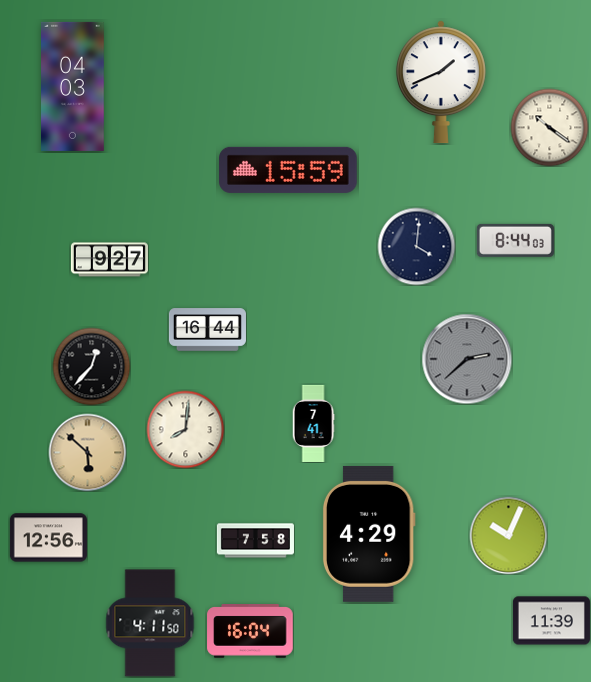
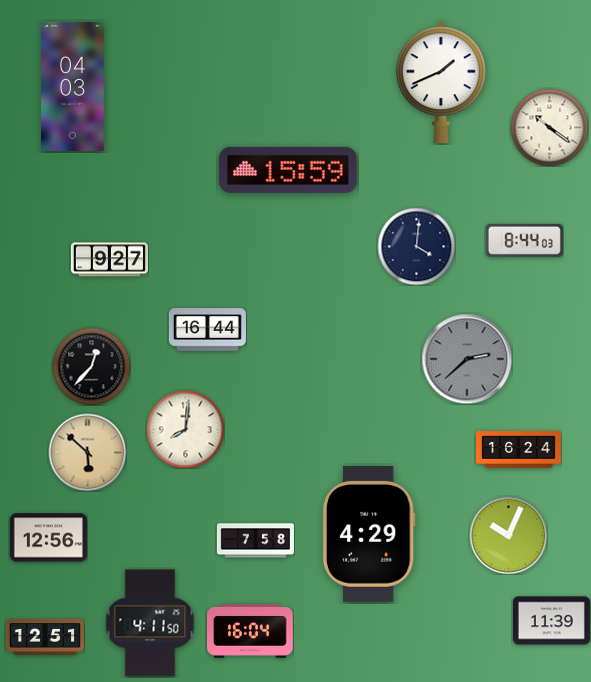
clock at (515, 240) position: (515, 240) -> (524, 240)
clock at (313, 423): 7:41 -> none
clock at (519, 450): none -> 16:24
clock at (45, 638): none -> 12:51
